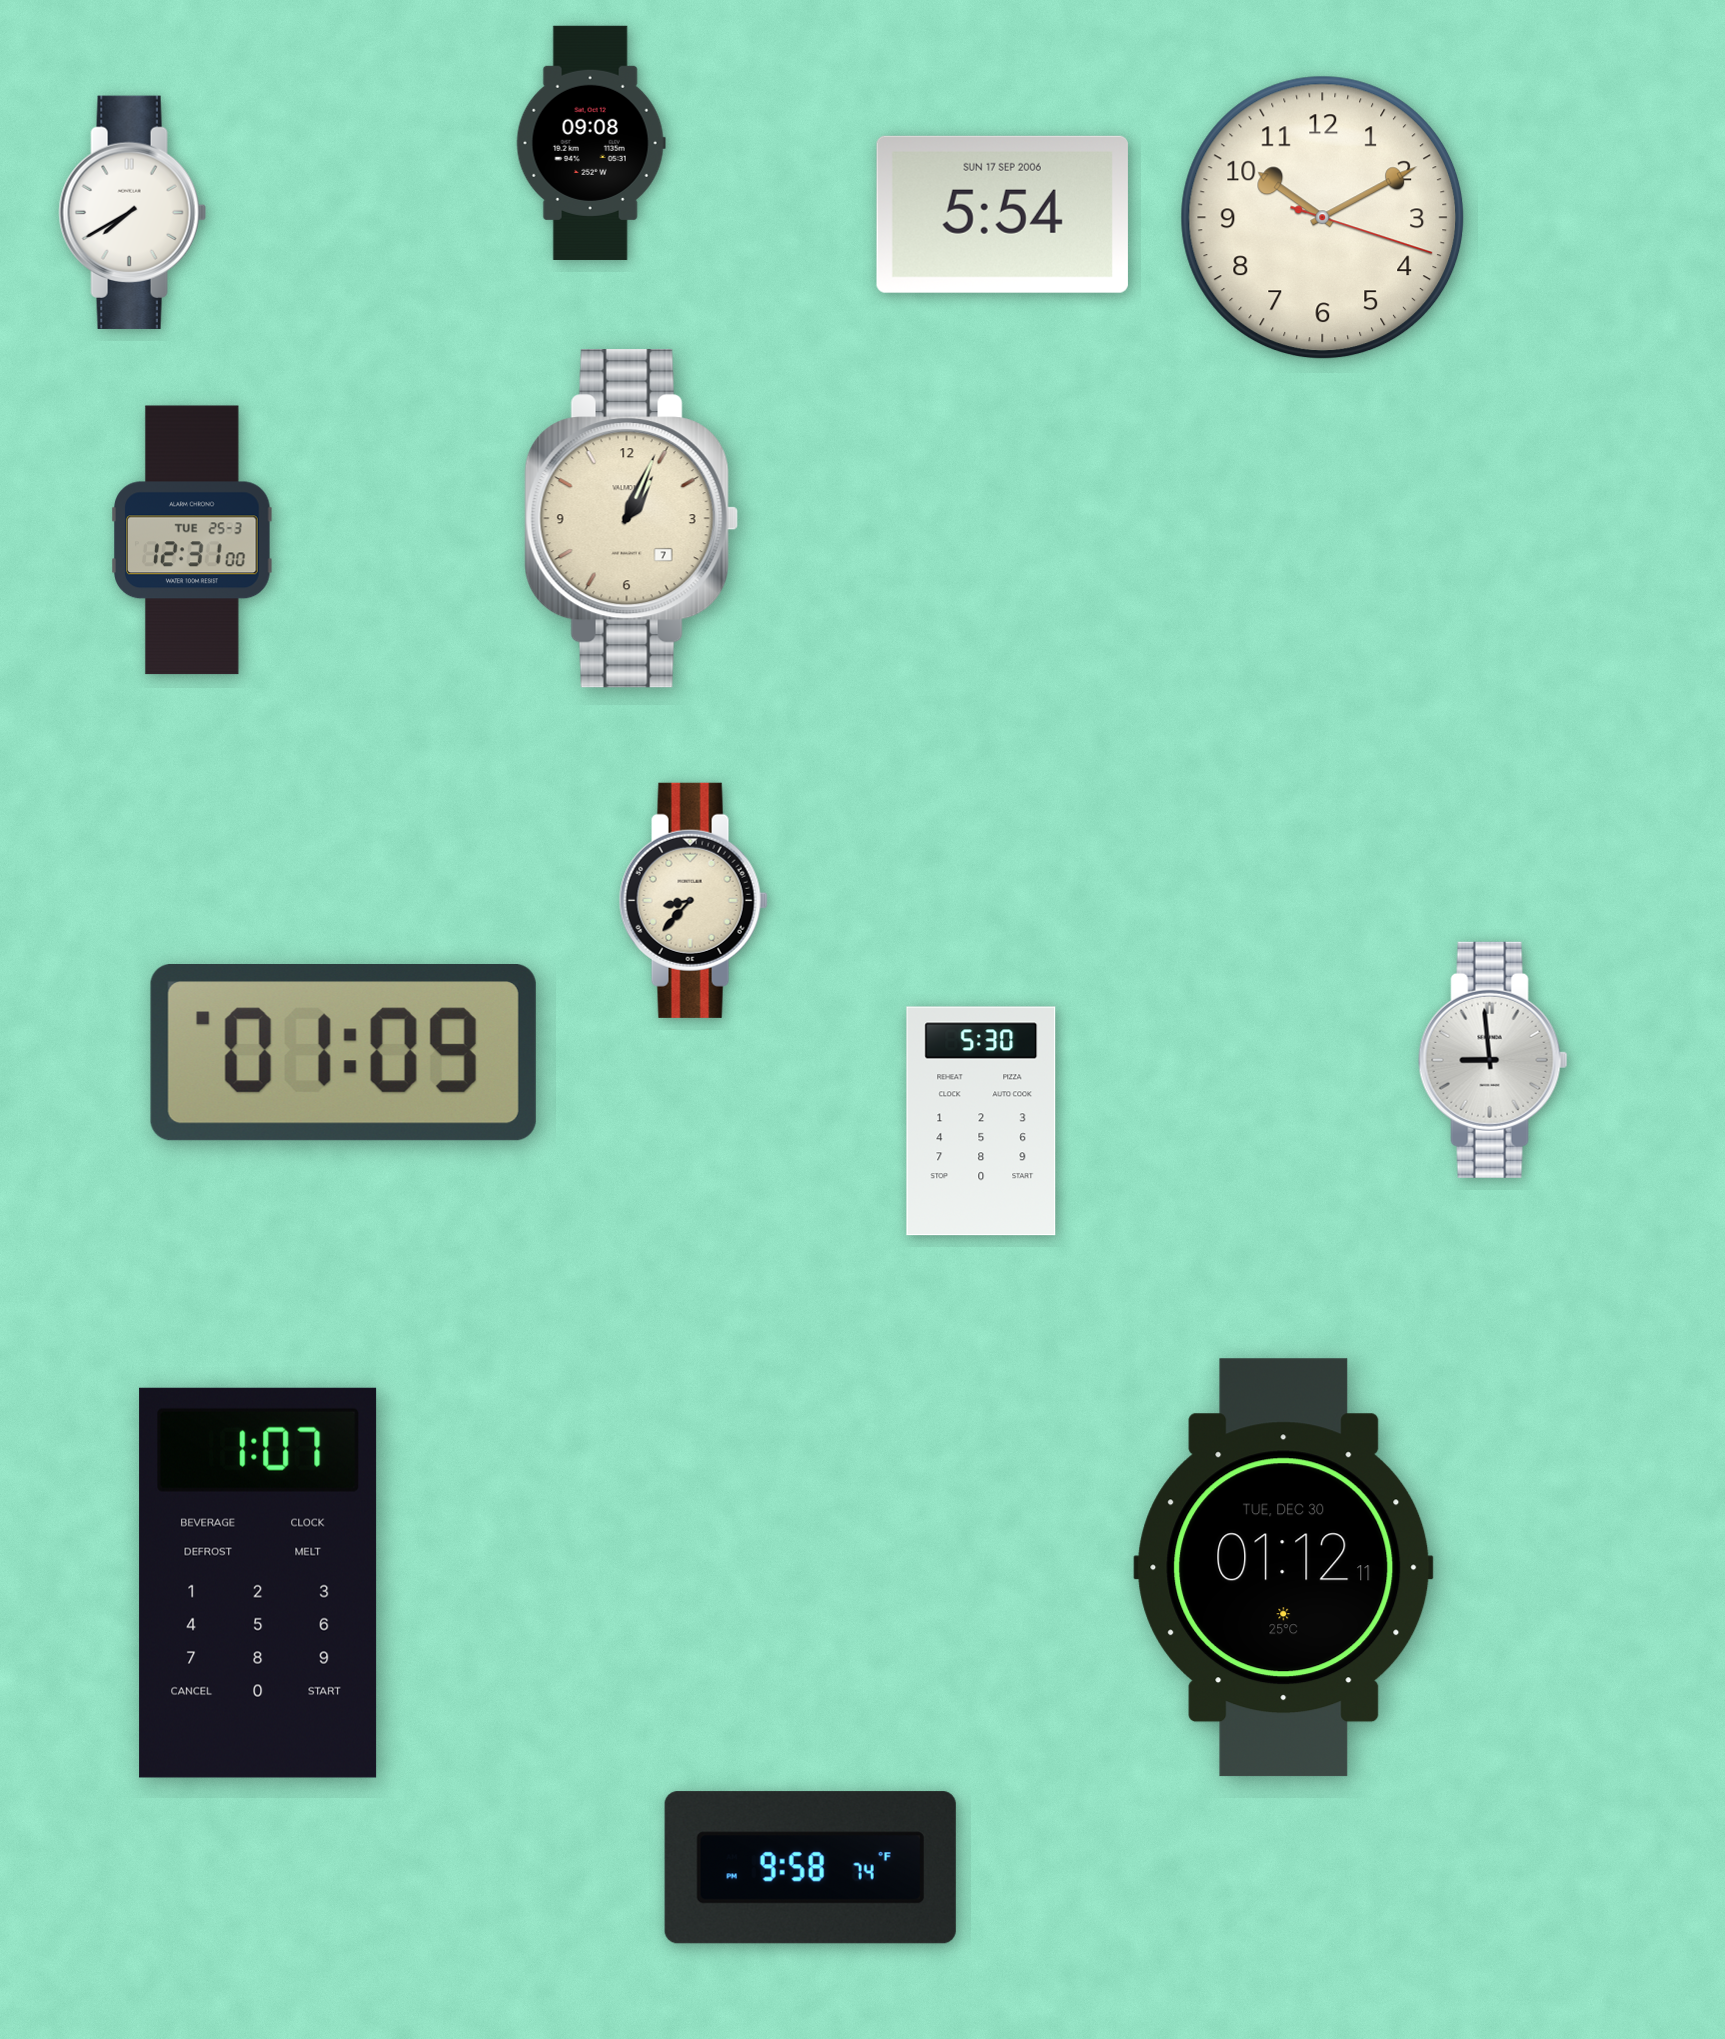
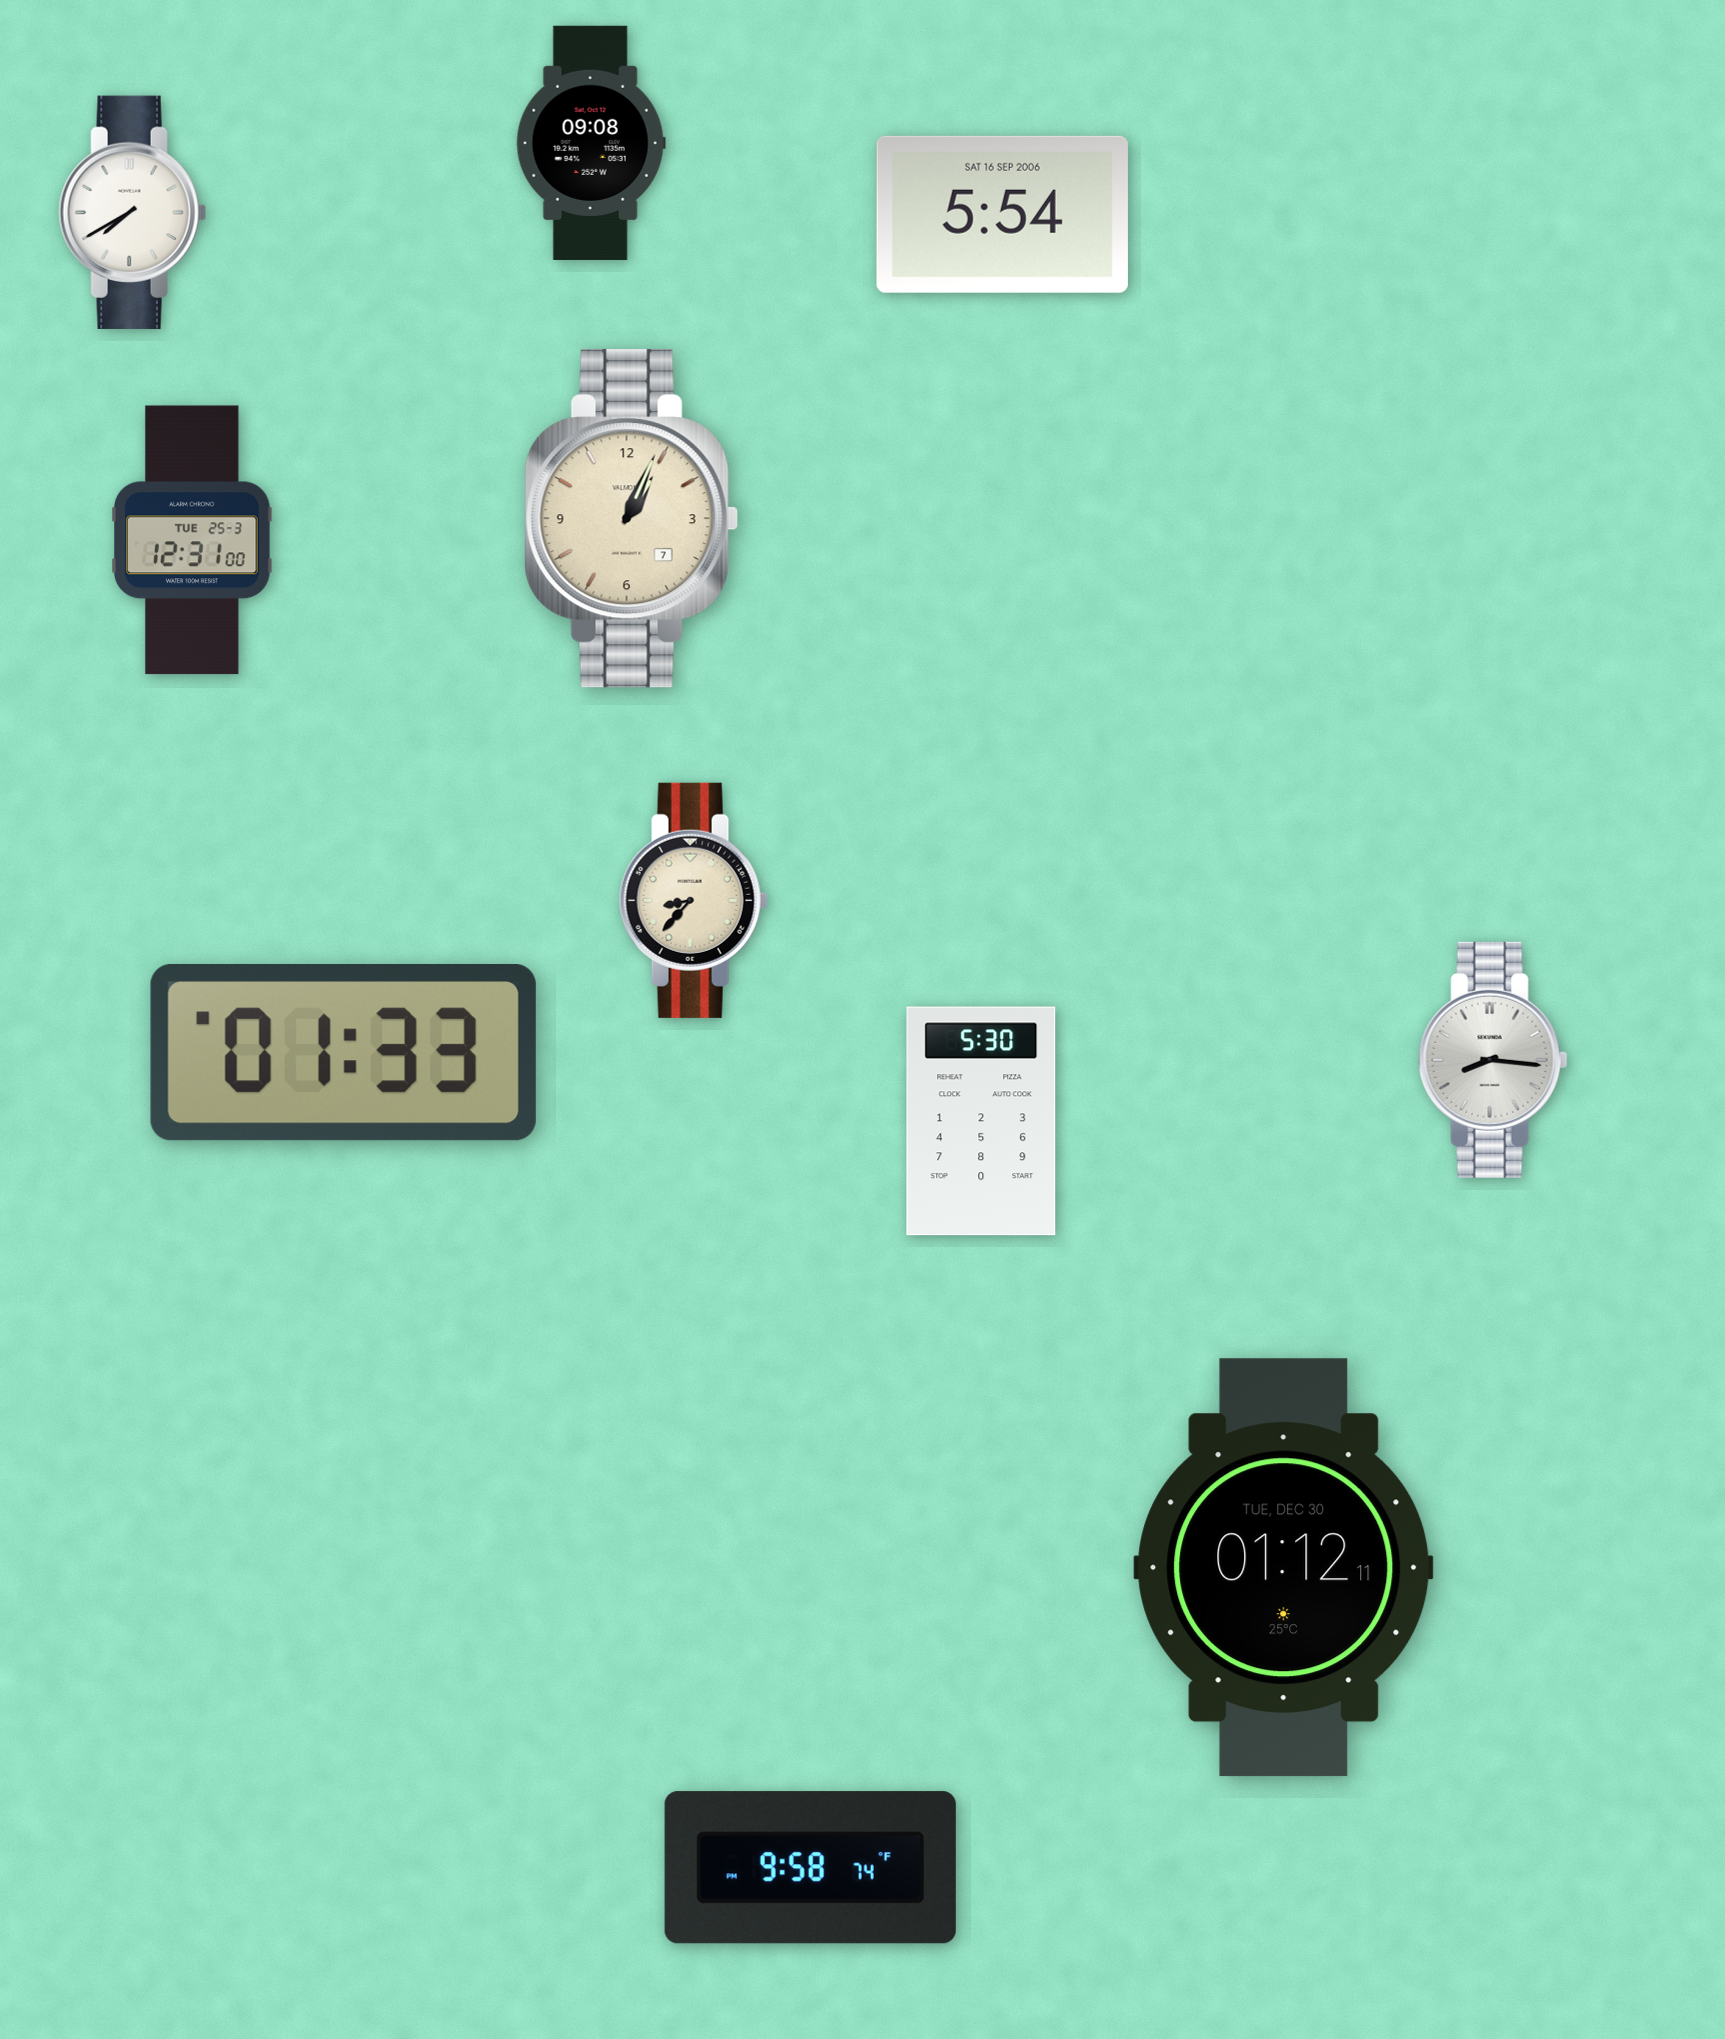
clock at (1002, 214) date: SUN 17 SEP 2006 -> SAT 16 SEP 2006
clock at (1323, 218): 10:10 -> none
clock at (343, 1053): 01:09 -> 01:33
clock at (1493, 1060): 8:59 -> 8:16
clock at (258, 1583): 1:07 -> none
